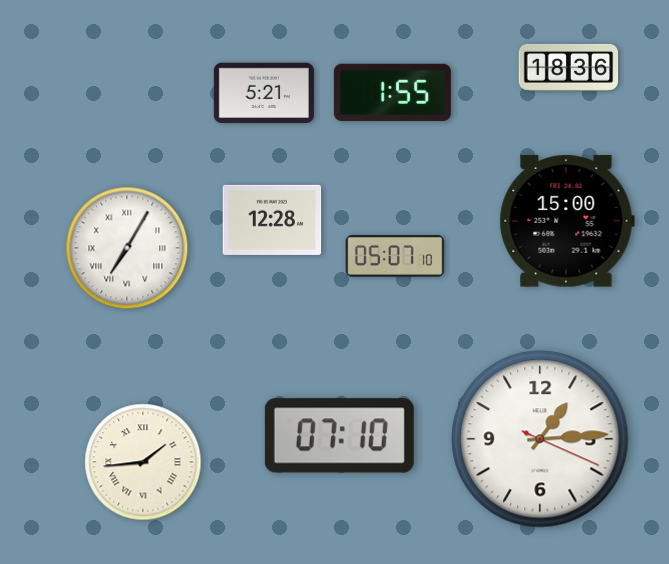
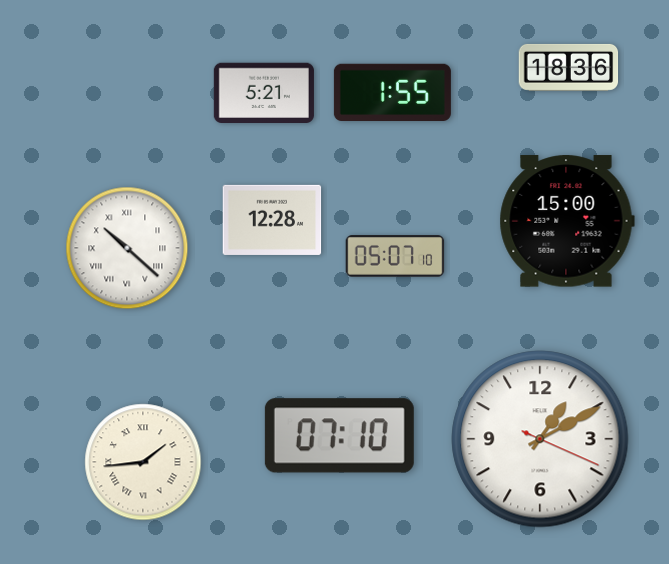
clock at (127, 248): 7:05 -> 10:22
clock at (540, 439): 1:14 -> 1:10
